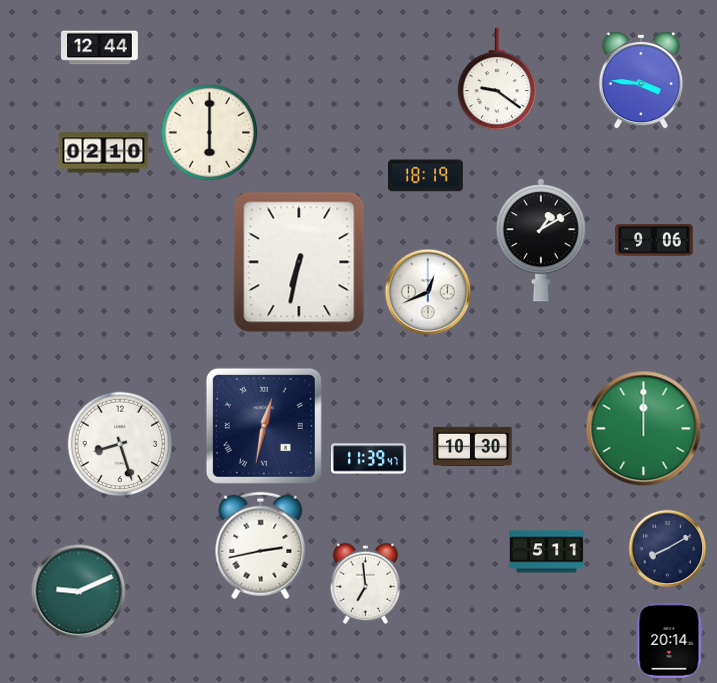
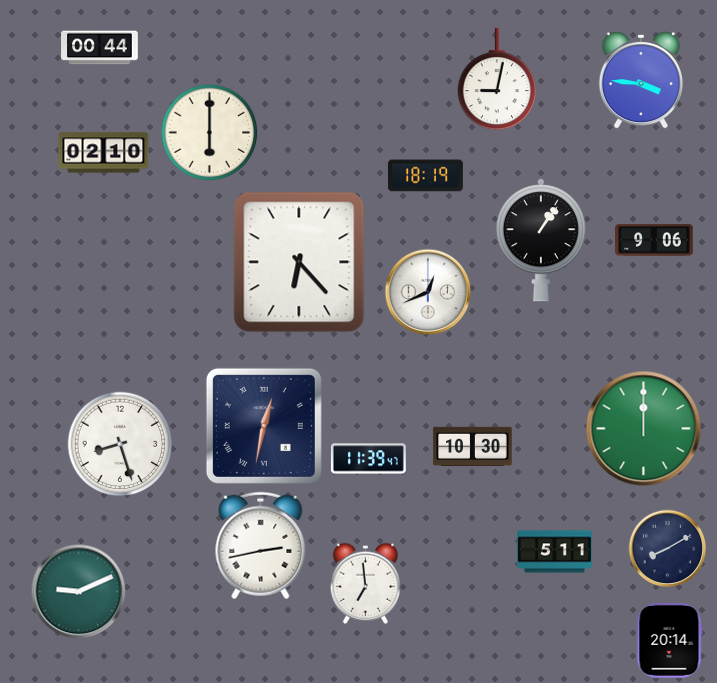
clock at (100, 48): 12:44 -> 00:44
clock at (497, 79): 9:21 -> 9:02
clock at (541, 240): 1:10 -> 1:06
clock at (299, 262): 6:32 -> 6:23
clock at (547, 552) position: (547, 552) -> (555, 552)
